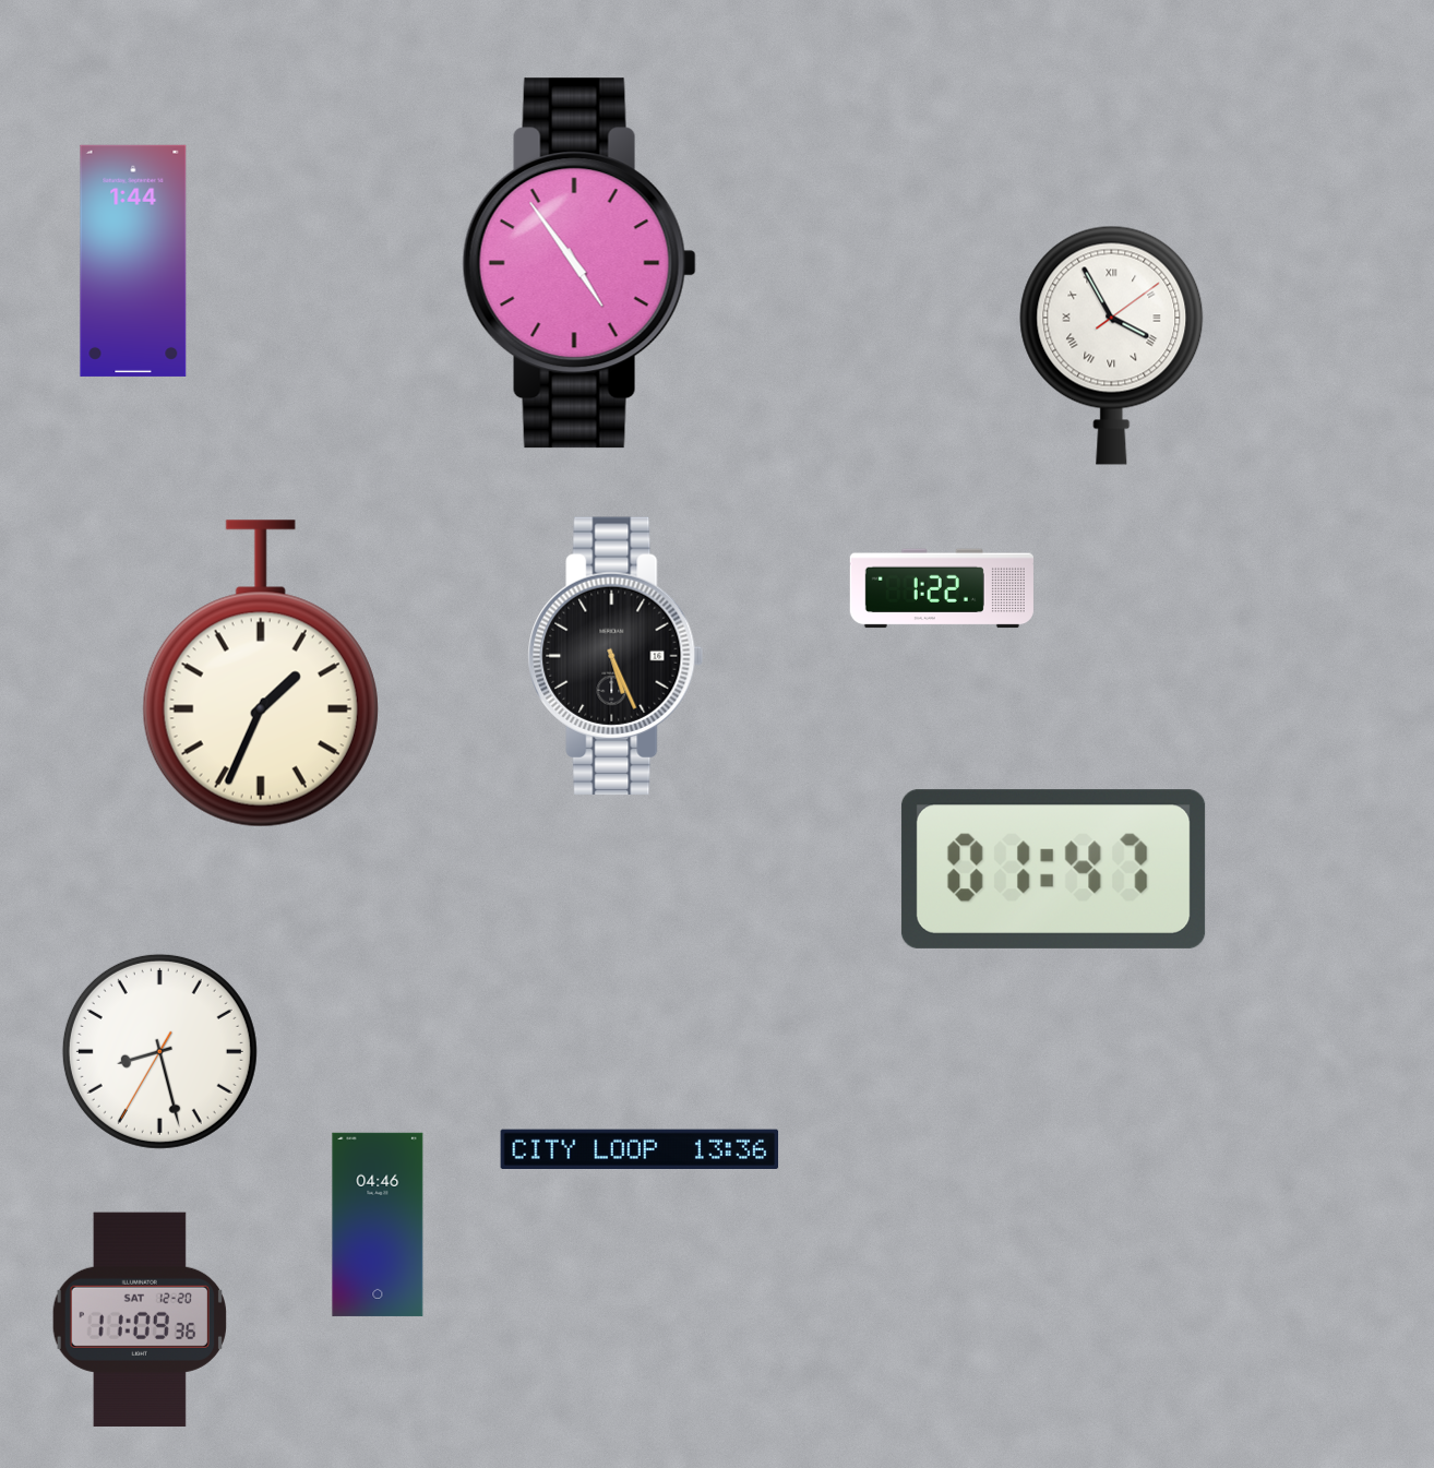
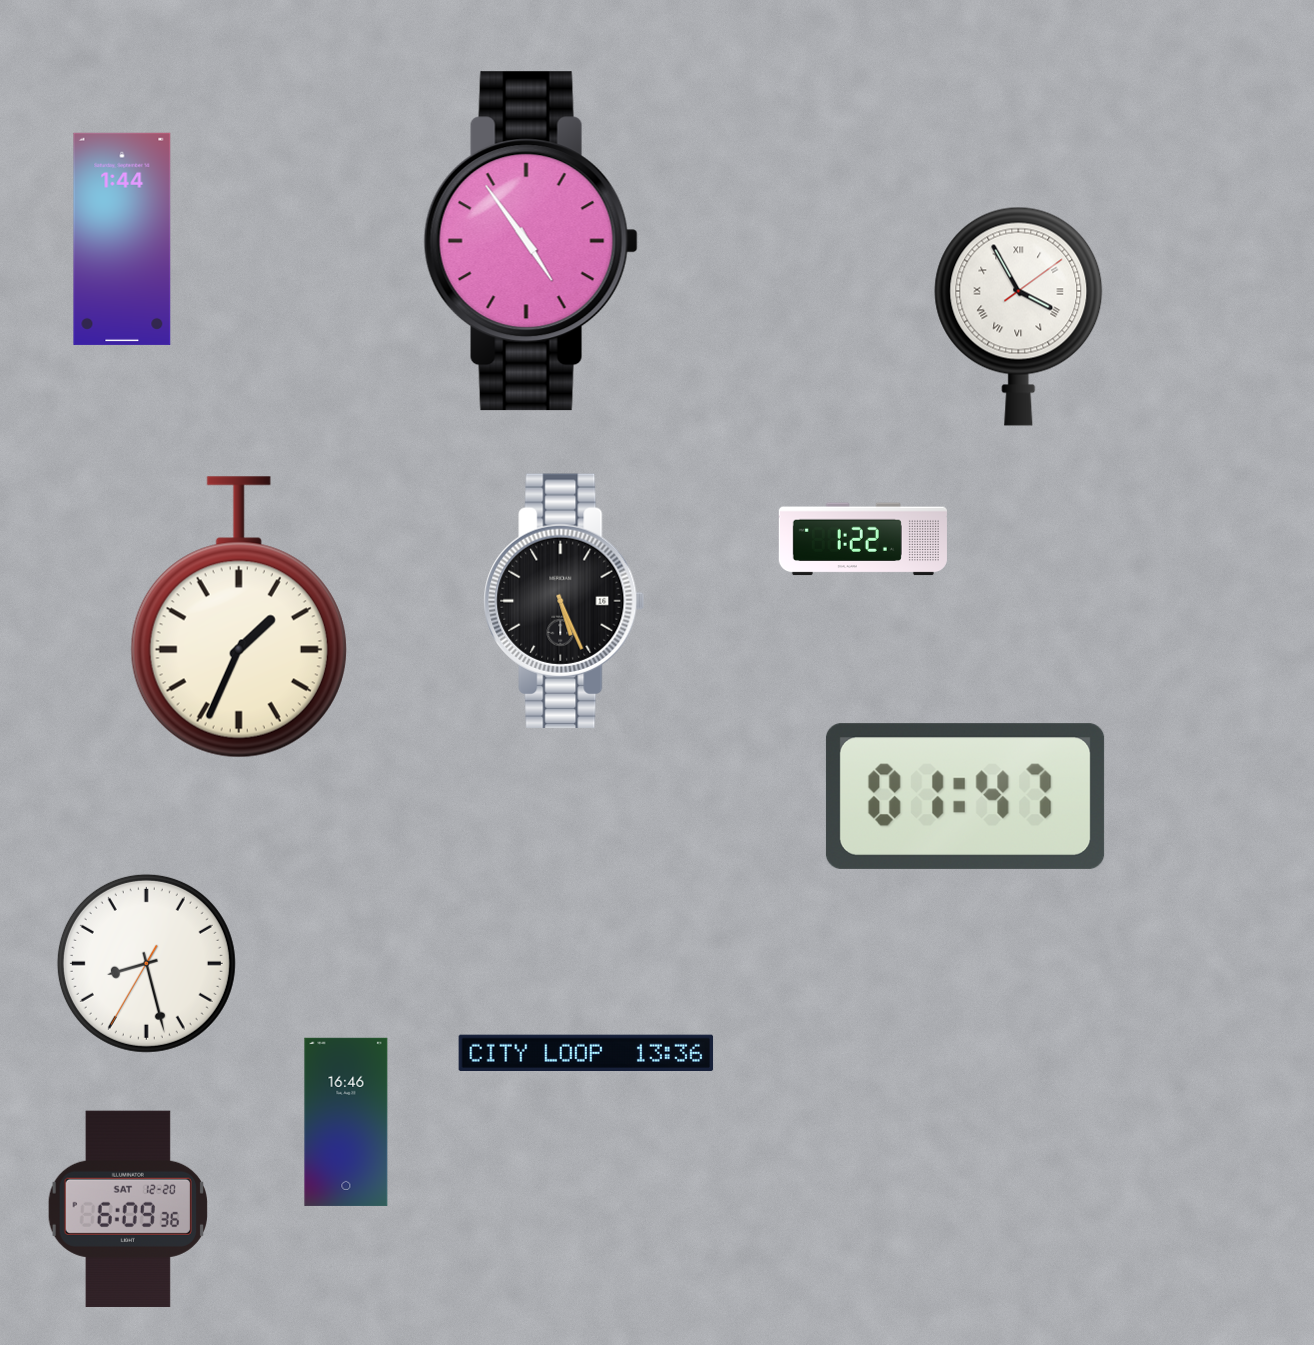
clock at (378, 1225): 04:46 -> 16:46
clock at (140, 1320): 11:09 -> 6:09
